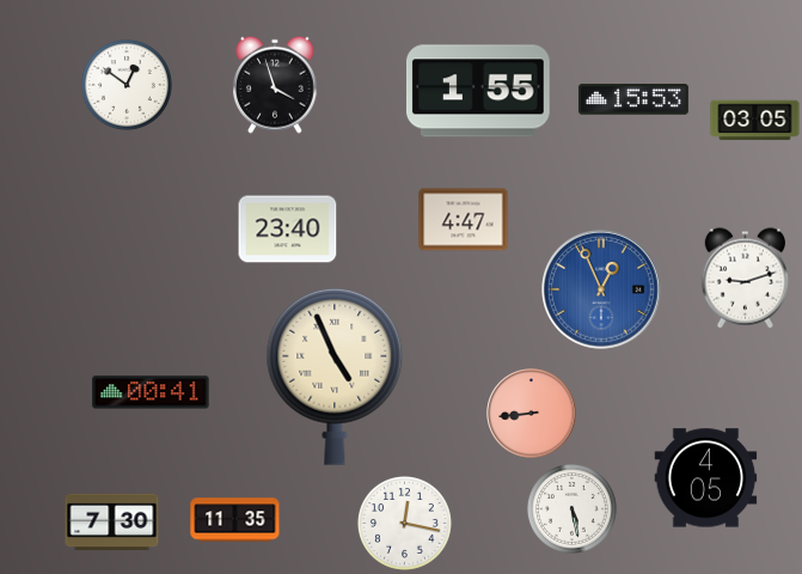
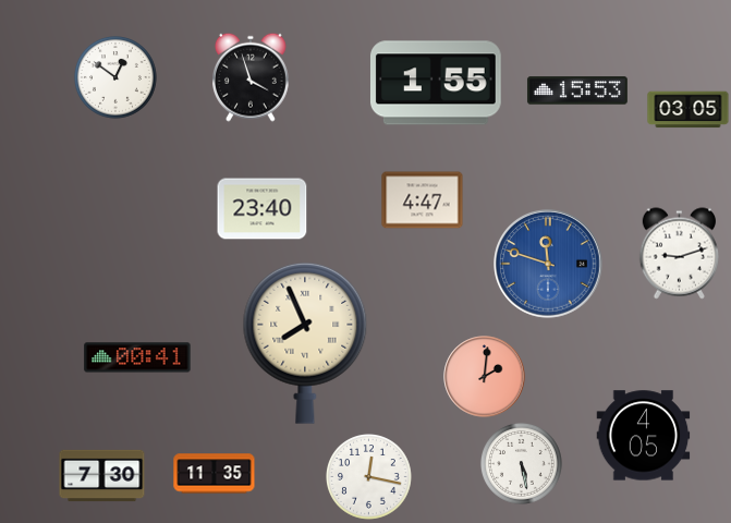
clock at (601, 289): 12:56 -> 11:48
clock at (335, 377): 4:56 -> 7:56
clock at (532, 414): 8:44 -> 2:01
